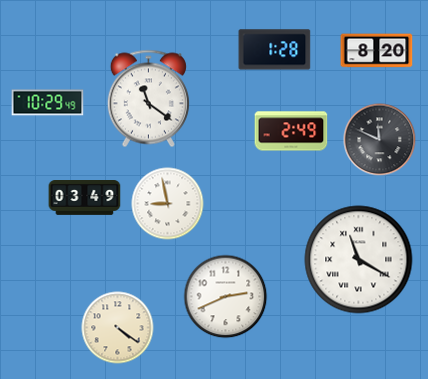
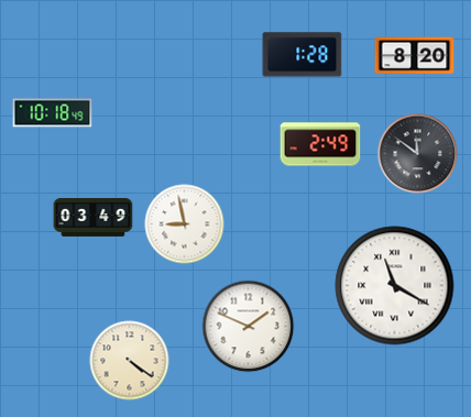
clock at (148, 99): 11:21 -> none
clock at (48, 103): 10:29 -> 10:18
clock at (380, 140): 11:49 -> 11:51
clock at (226, 297): 2:41 -> 1:49
